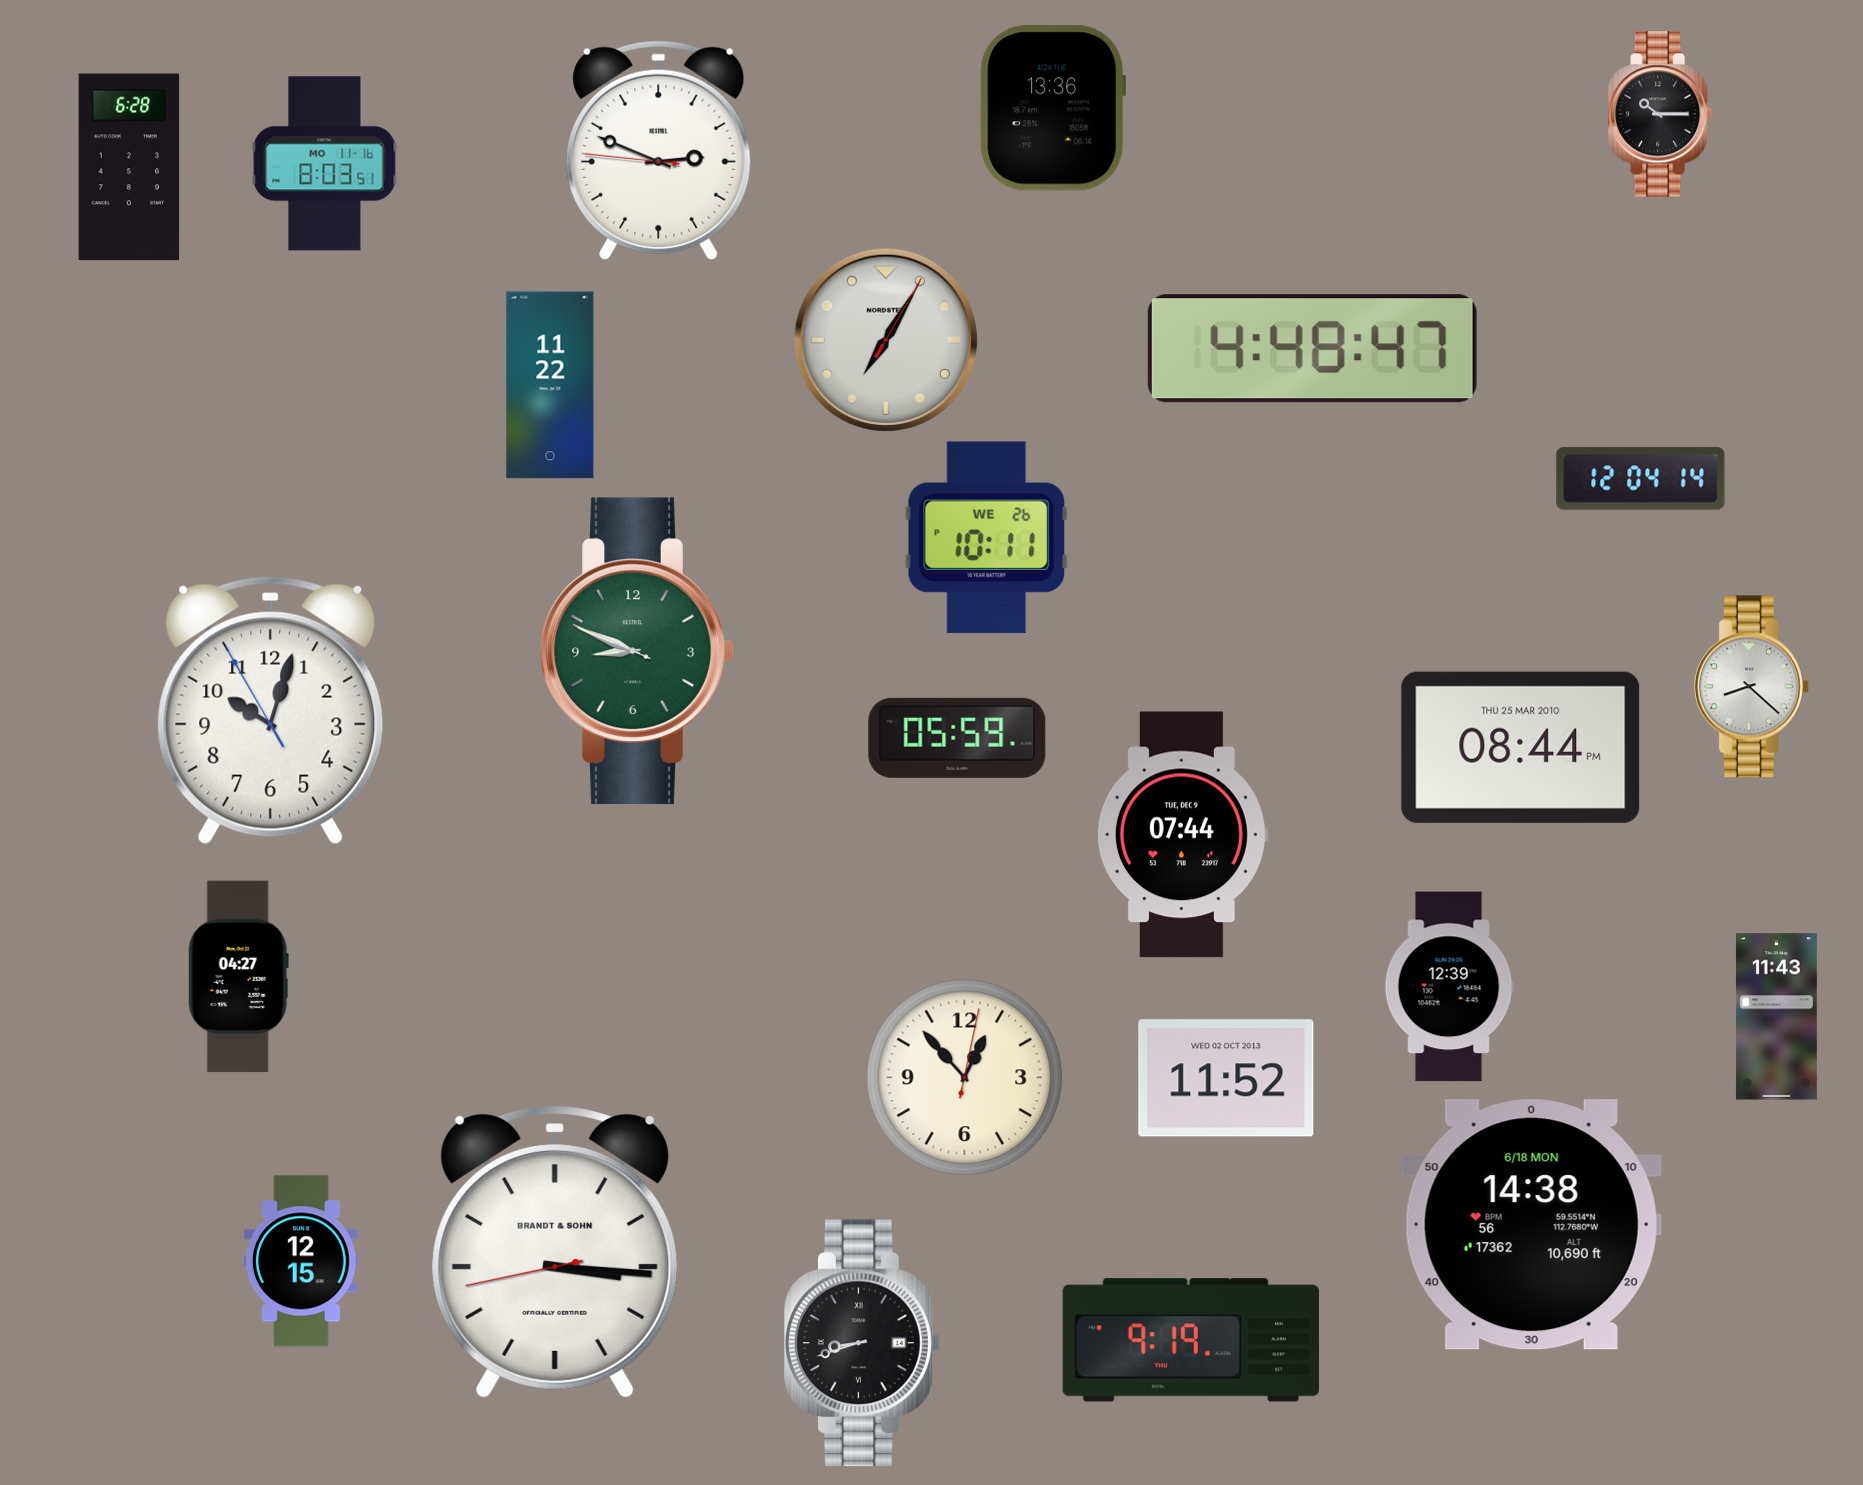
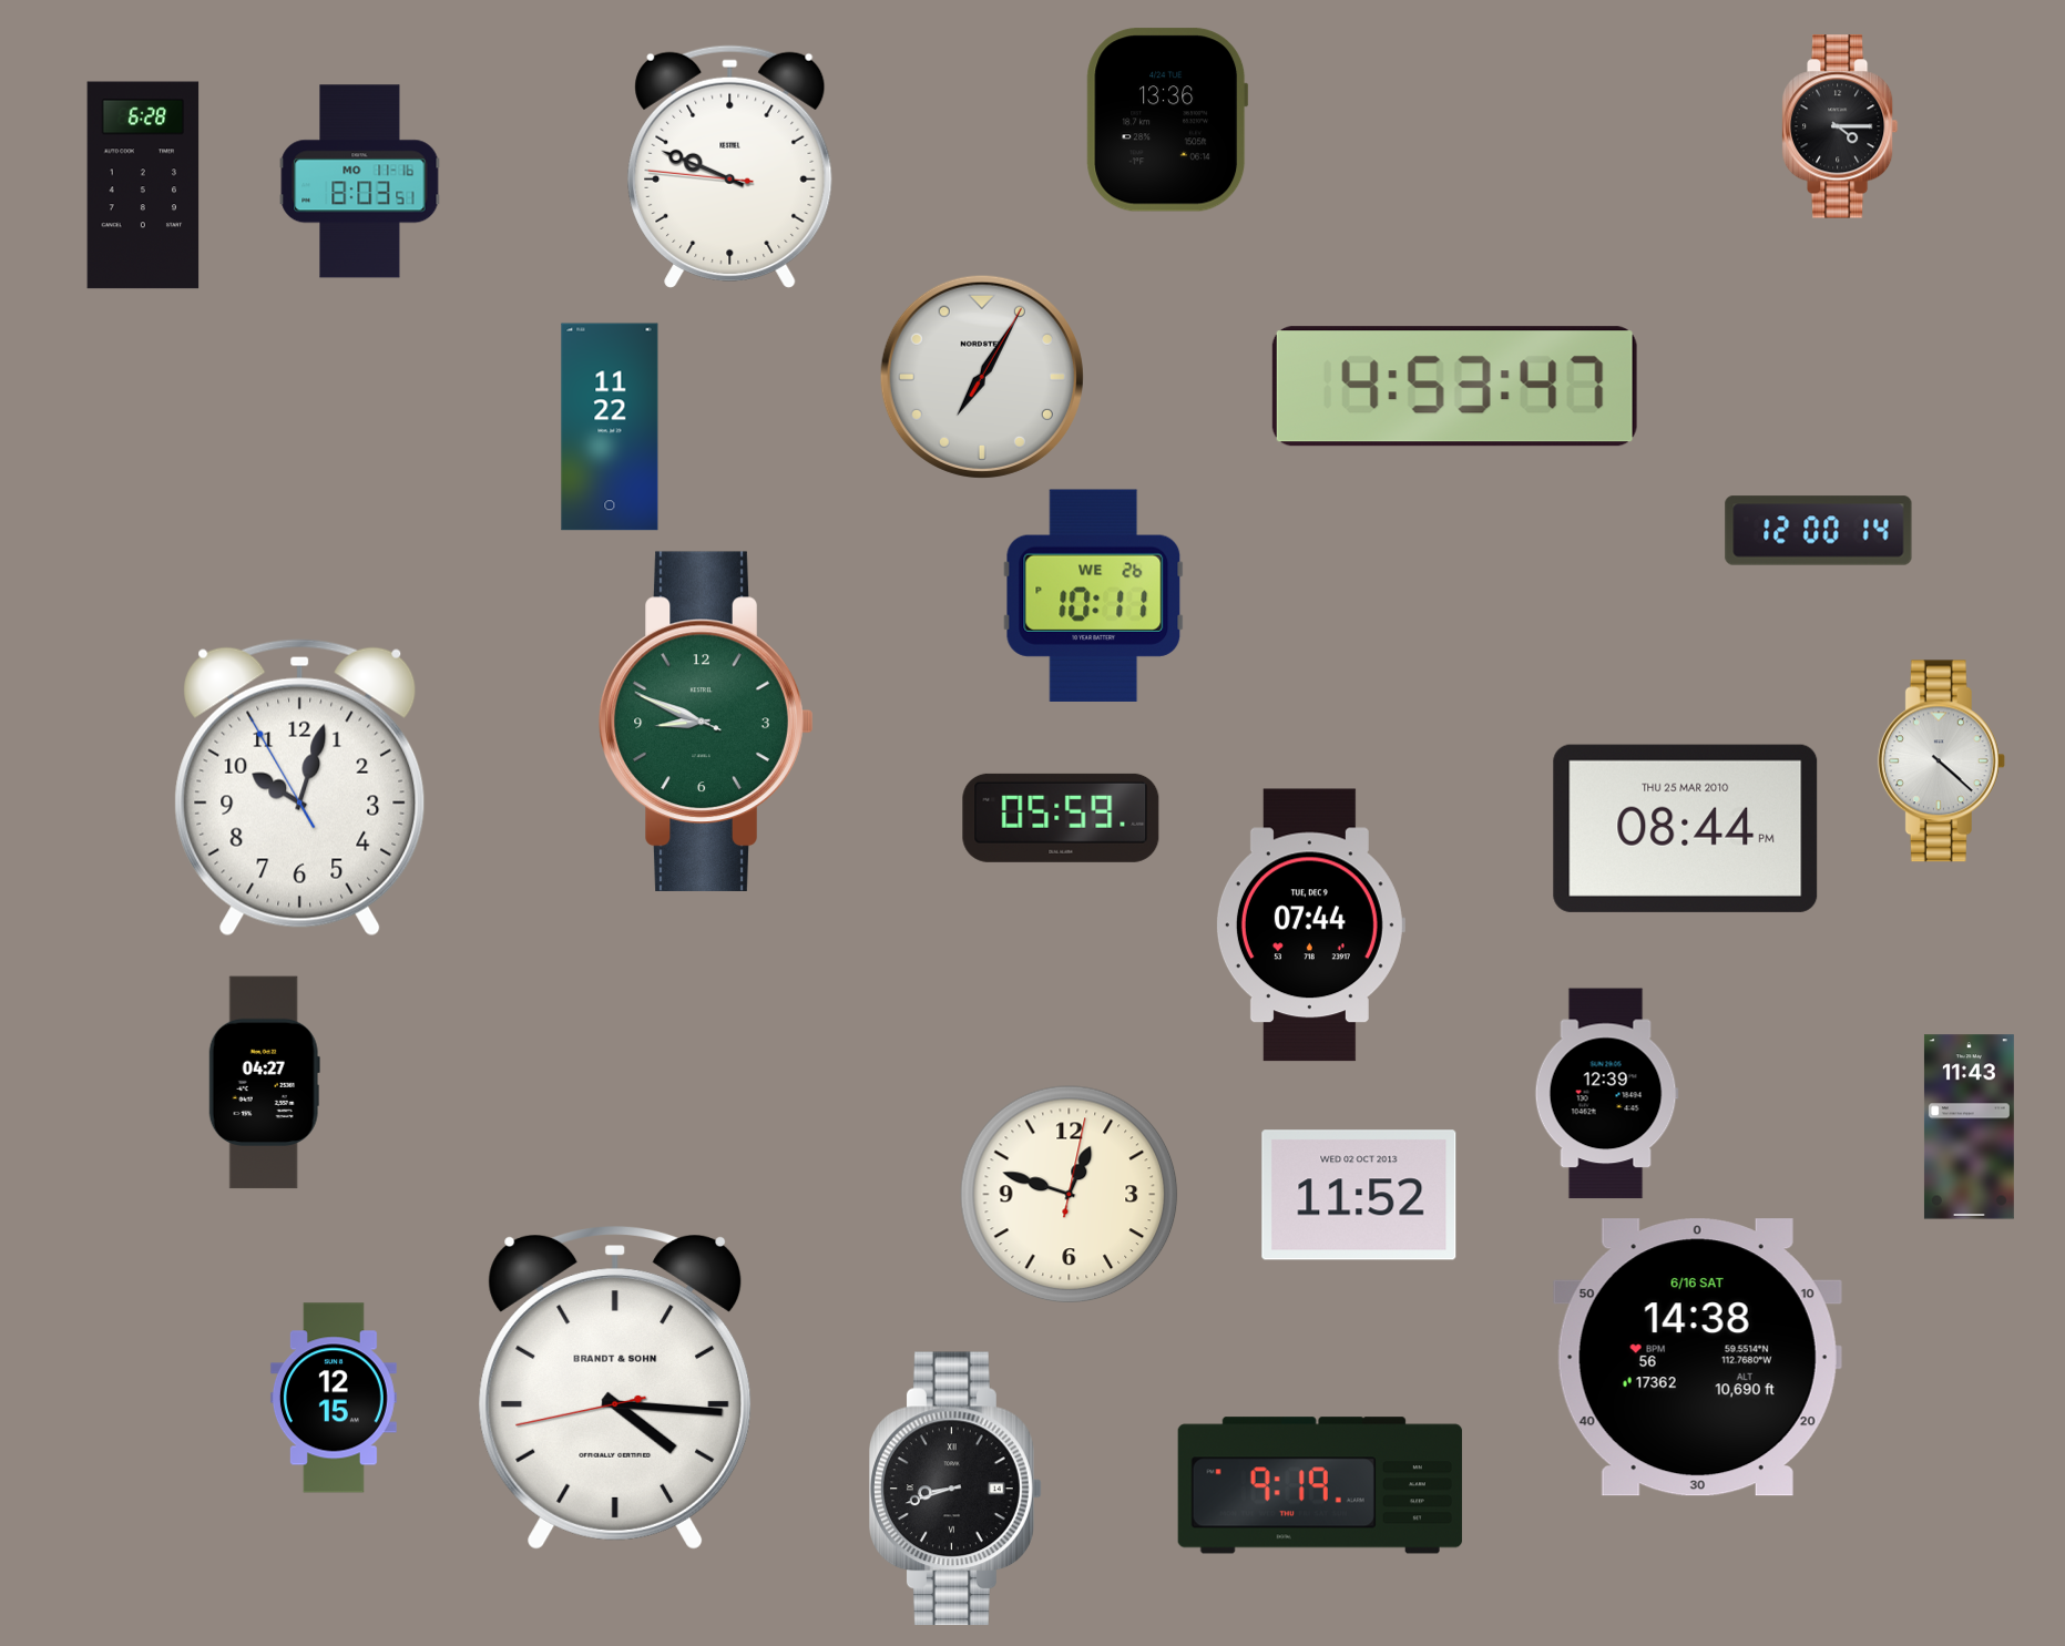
clock at (1660, 114): 10:15 -> 4:15
clock at (659, 150): 2:48 -> 9:48
clock at (1312, 349): 4:48 -> 4:53
clock at (1641, 479): 12:04 -> 12:00
clock at (1751, 687): 8:22 -> 4:22
clock at (965, 1078): 12:53 -> 12:48
clock at (1531, 1225) date: 6/18 MON -> 6/16 SAT
clock at (555, 1253): 3:15 -> 4:15
